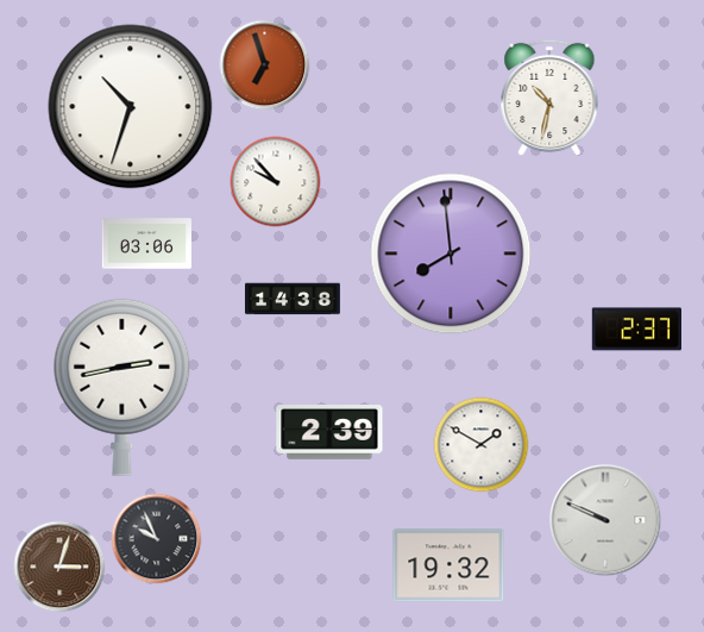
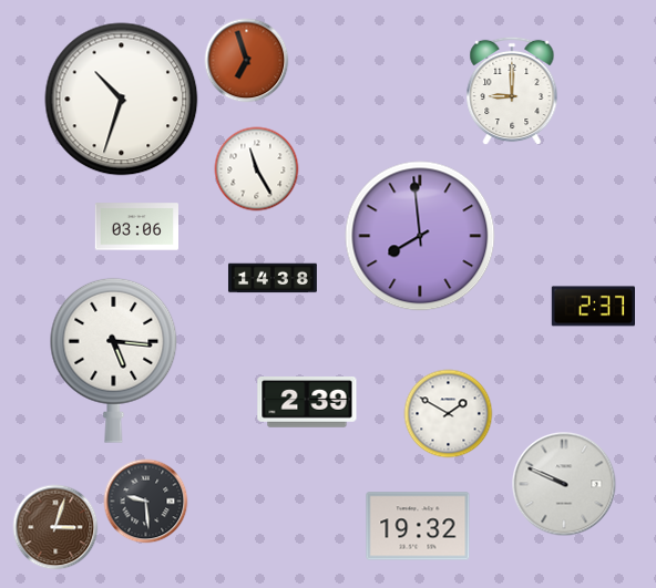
clock at (549, 98): 10:32 -> 9:00
clock at (276, 182): 9:53 -> 11:25
clock at (122, 387): 2:43 -> 5:16
clock at (157, 539): 9:56 -> 9:29
